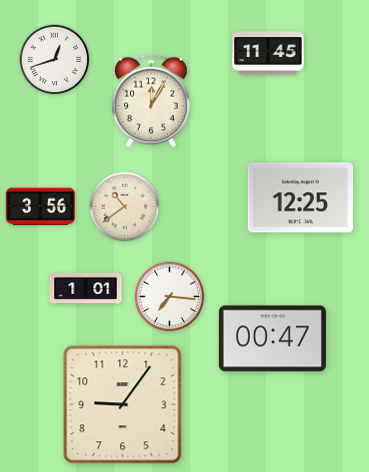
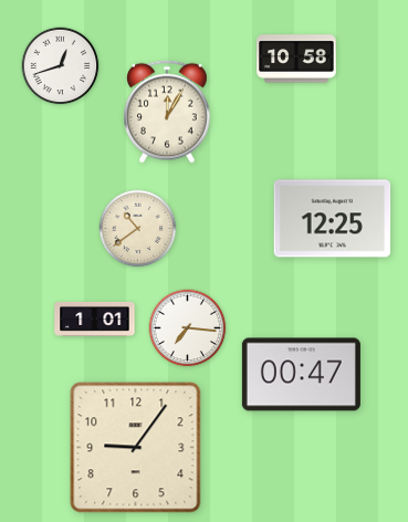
clock at (268, 53): 11:45 -> 10:58
clock at (40, 207): 3:56 -> none
